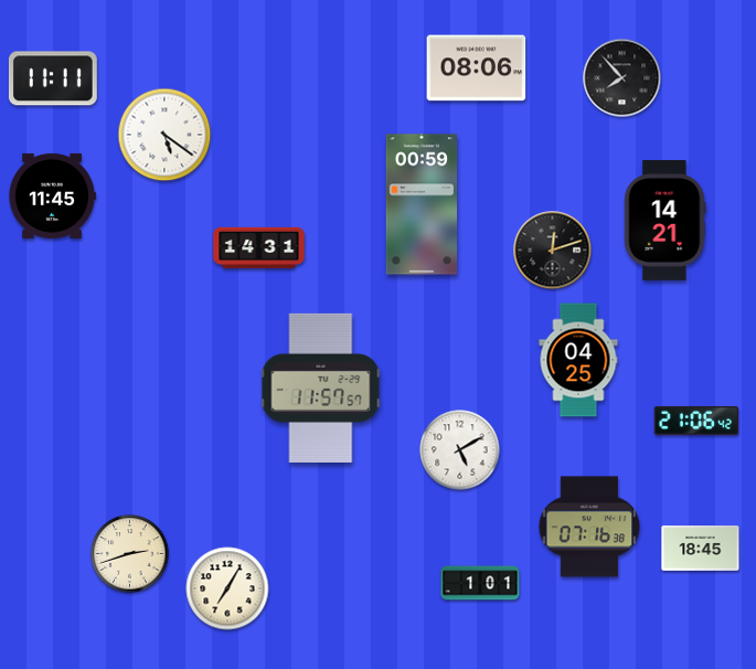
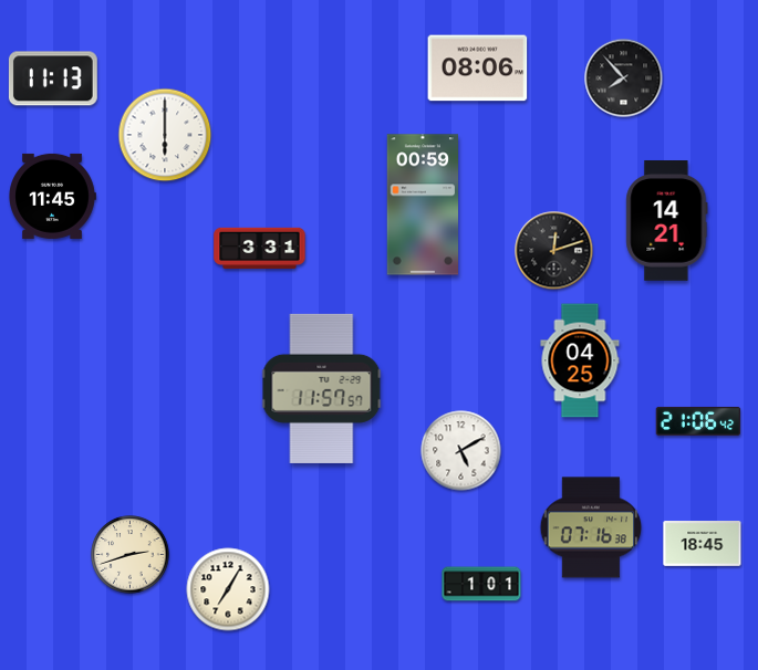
clock at (53, 78): 11:11 -> 11:13
clock at (164, 135): 5:21 -> 6:00
clock at (259, 248): 14:31 -> 3:31
clock at (701, 549) position: (701, 549) -> (703, 544)
